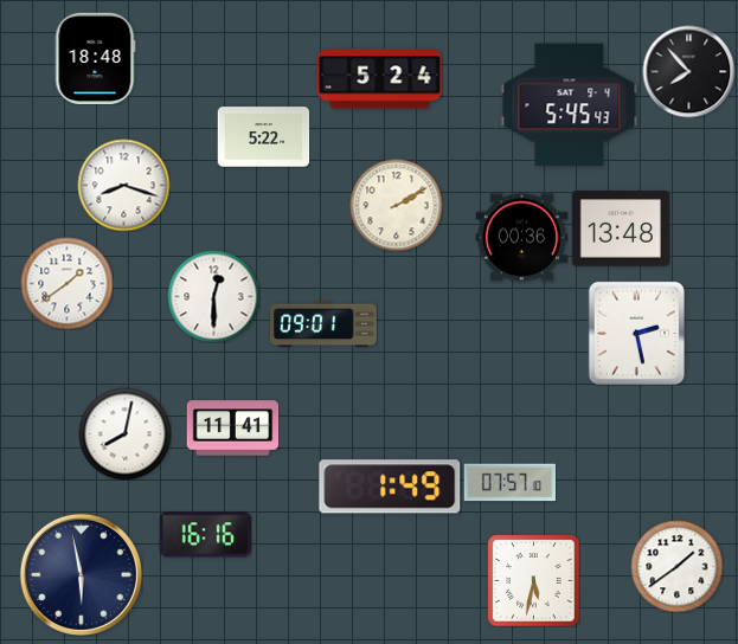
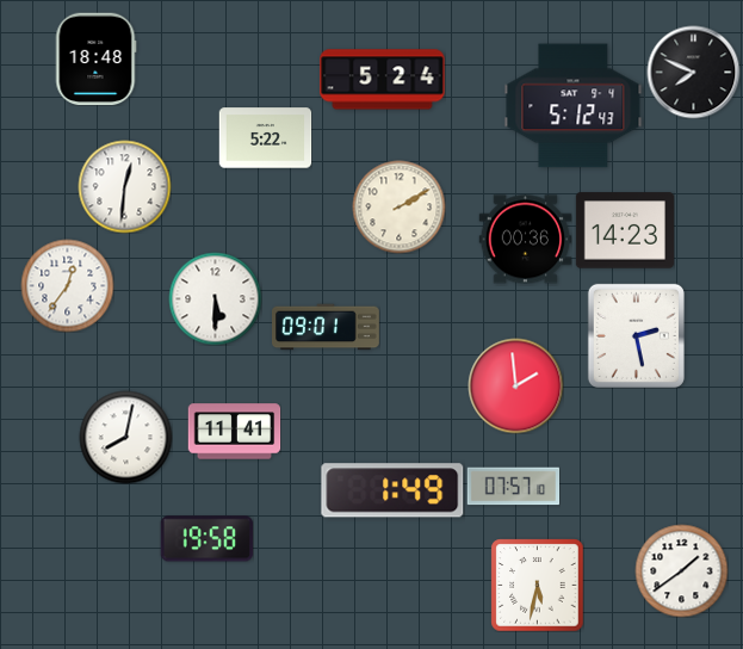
clock at (688, 71): 7:53 -> 7:49
clock at (570, 105): 5:45 -> 5:12
clock at (123, 185): 8:18 -> 12:31
clock at (621, 228): 13:48 -> 14:23
clock at (66, 283): 1:39 -> 12:36
clock at (213, 296): 12:30 -> 5:30
clock at (636, 333) position: (636, 333) -> (636, 335)
clock at (515, 385): none -> 1:59
clock at (205, 535): 16:16 -> 19:58
clock at (81, 574): 5:58 -> none
